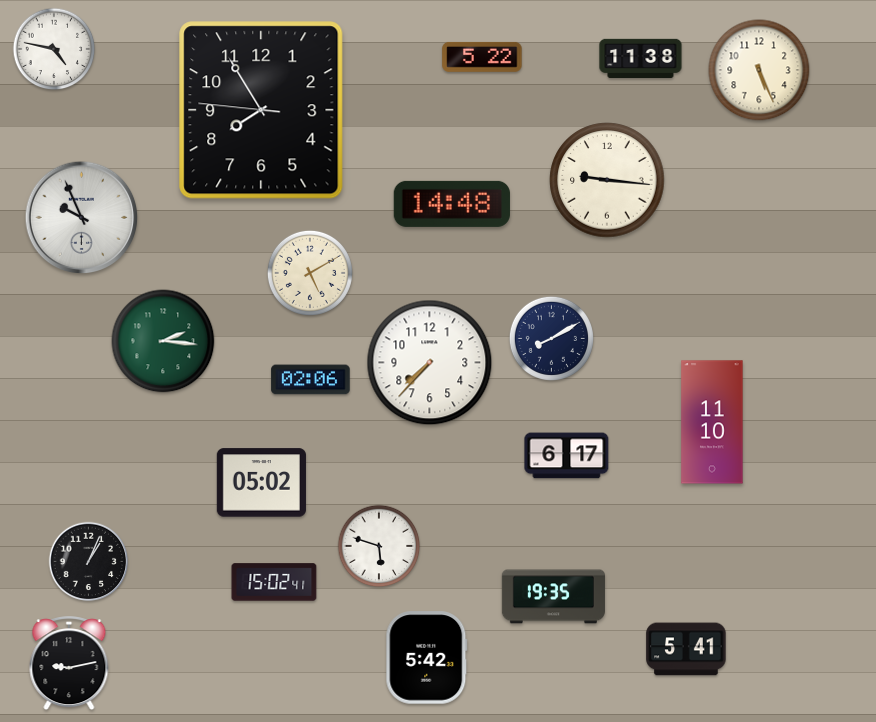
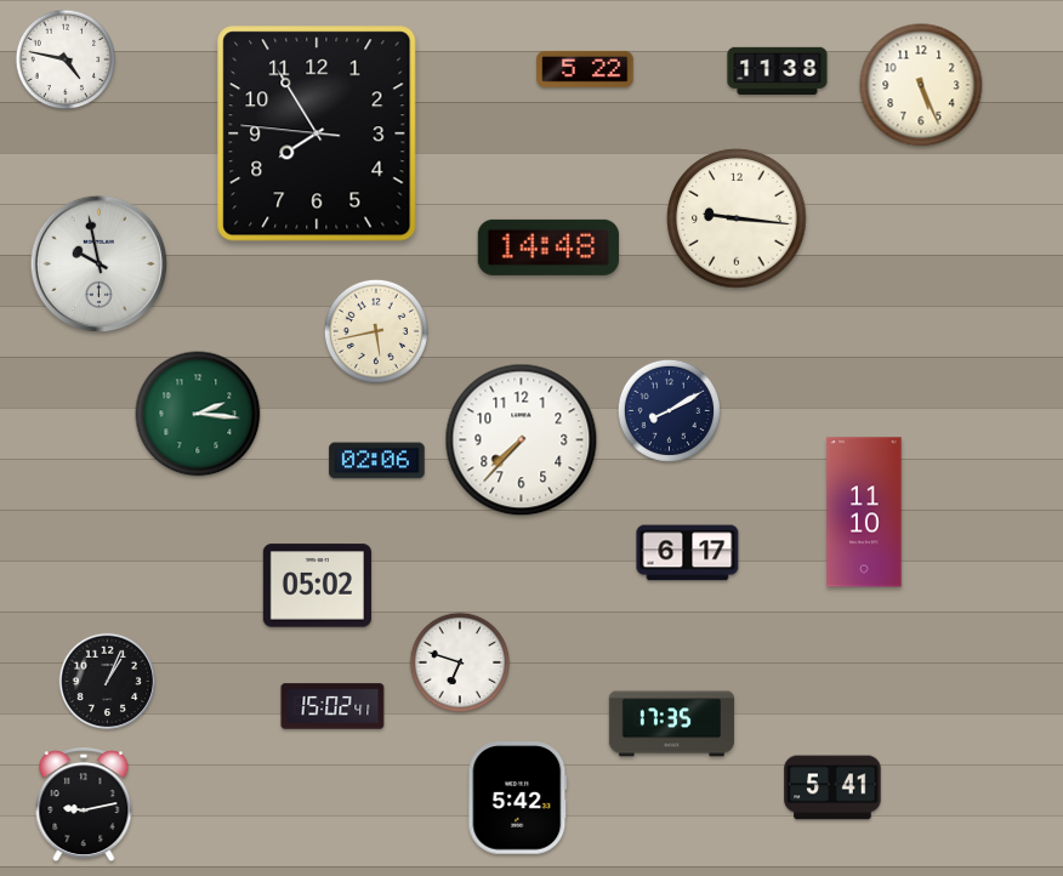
clock at (82, 218): 9:56 -> 9:58
clock at (310, 273): 5:10 -> 5:43
clock at (379, 546): 5:48 -> 6:48
clock at (553, 597): 19:35 -> 17:35
